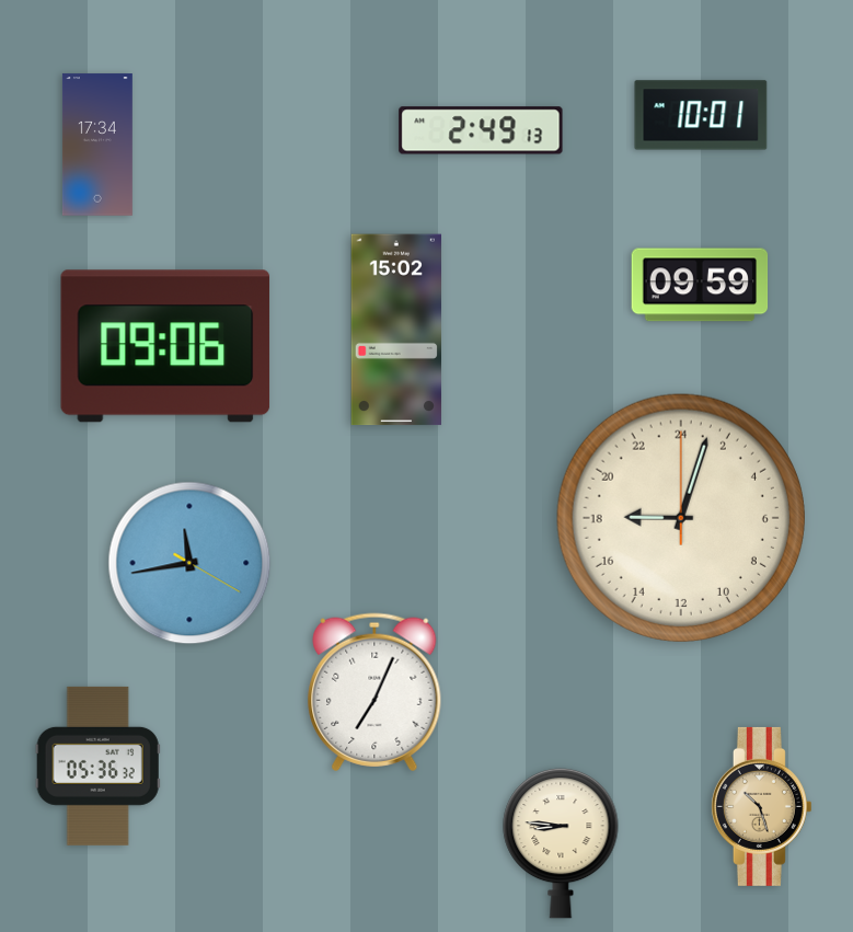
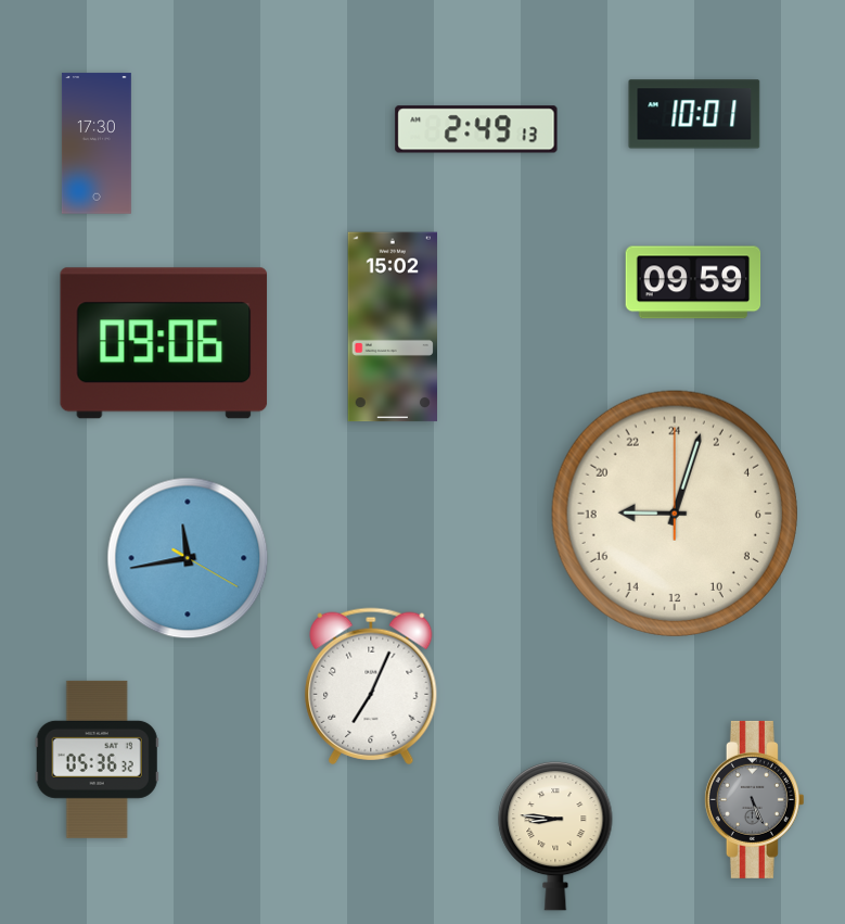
clock at (97, 145): 17:34 -> 17:30
clock at (761, 806): 10:27 -> 5:26
clock at (761, 806) dial: champagne -> grey
